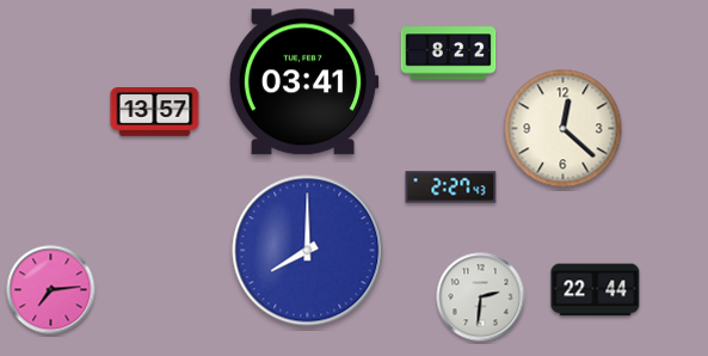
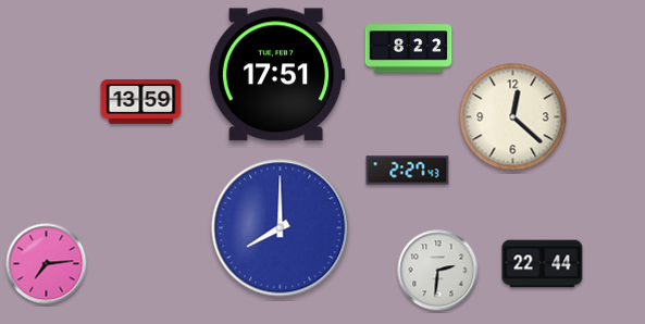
clock at (303, 82): 03:41 -> 17:51
clock at (155, 112): 13:57 -> 13:59
clock at (451, 188) position: (451, 188) -> (408, 171)
